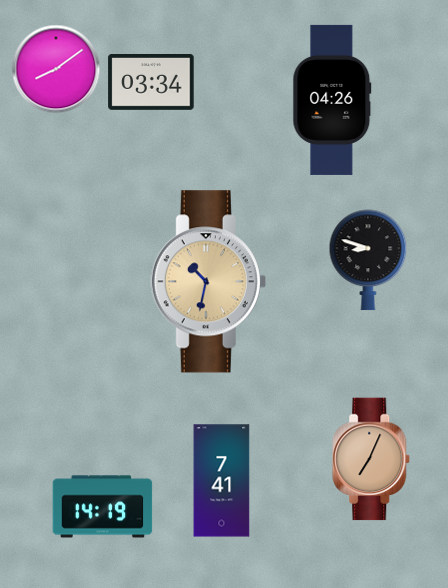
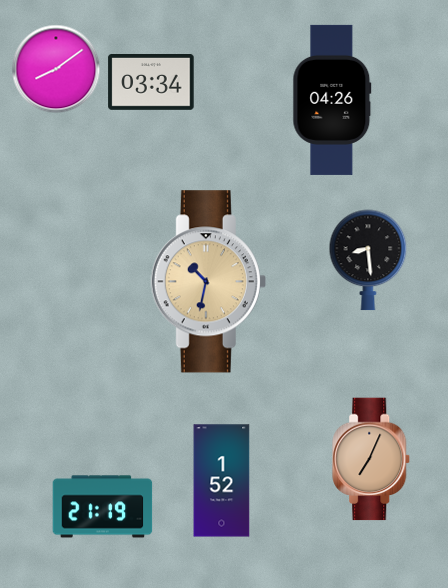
clock at (368, 260): 8:48 -> 8:29
clock at (222, 481): 7:41 -> 1:52
clock at (103, 507): 14:19 -> 21:19
